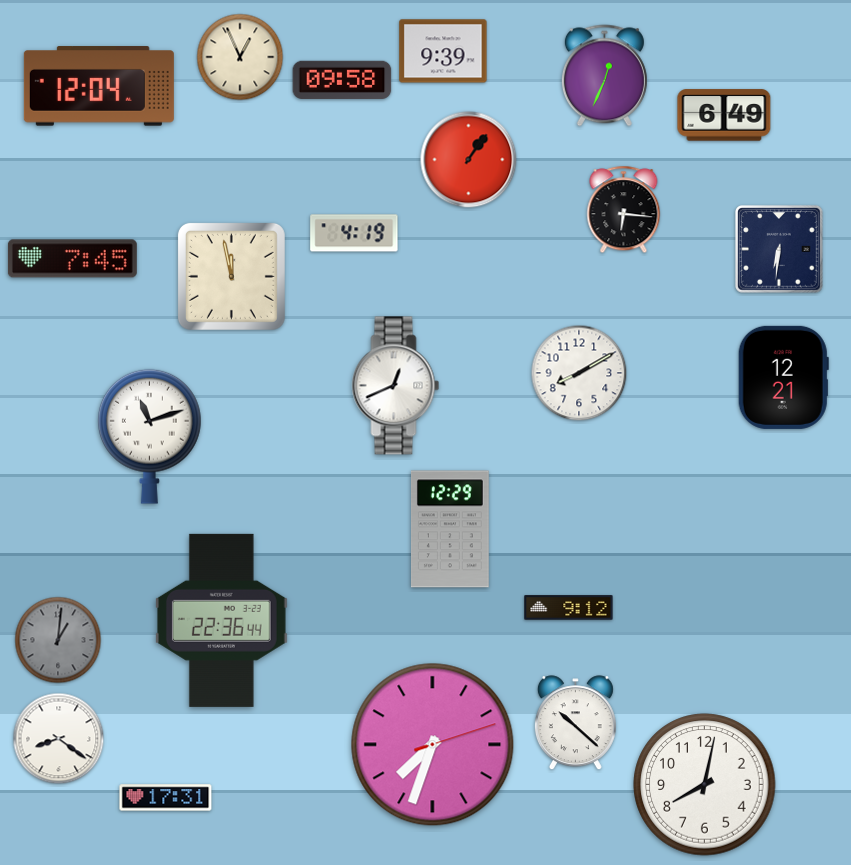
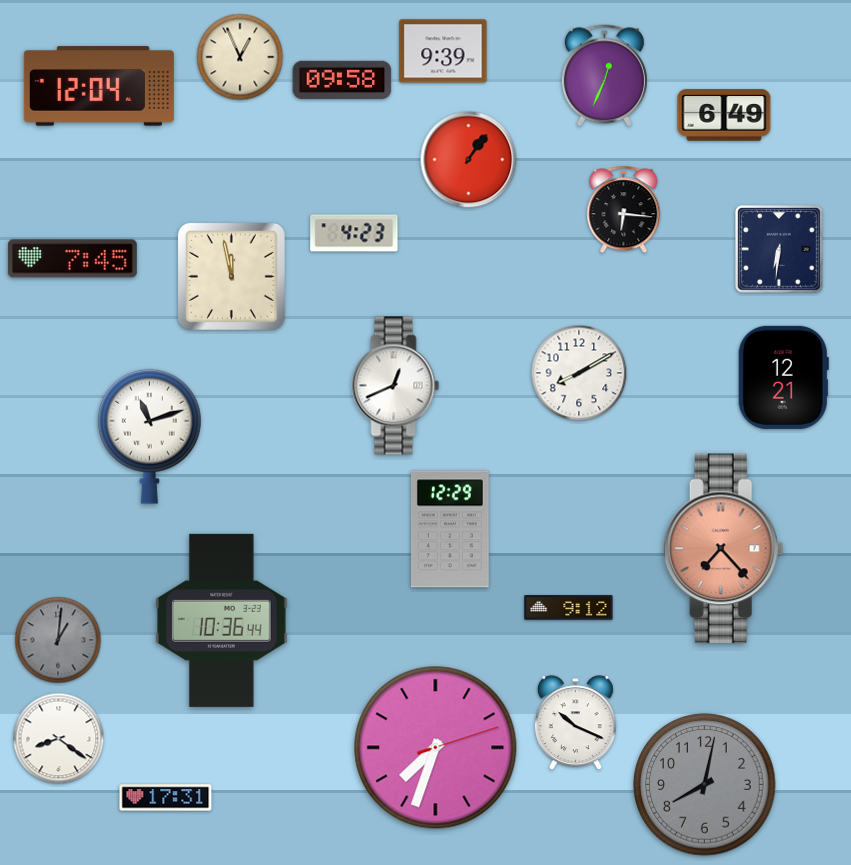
clock at (354, 233): 4:19 -> 4:23
clock at (723, 549): none -> 7:23
clock at (221, 620): 22:36 -> 10:36
clock at (575, 723): 10:22 -> 10:19
clock at (433, 745) position: (433, 745) -> (436, 748)
clock at (705, 785) dial: white -> grey
